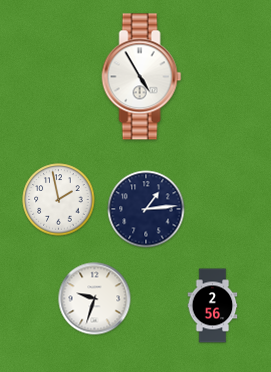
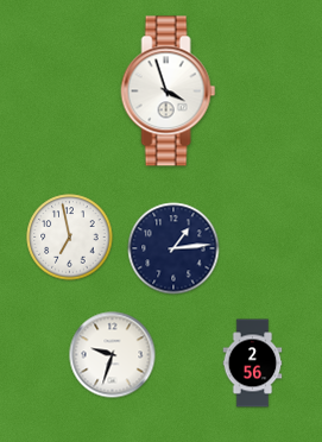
clock at (142, 77): 4:55 -> 3:57
clock at (59, 200): 1:58 -> 6:58
